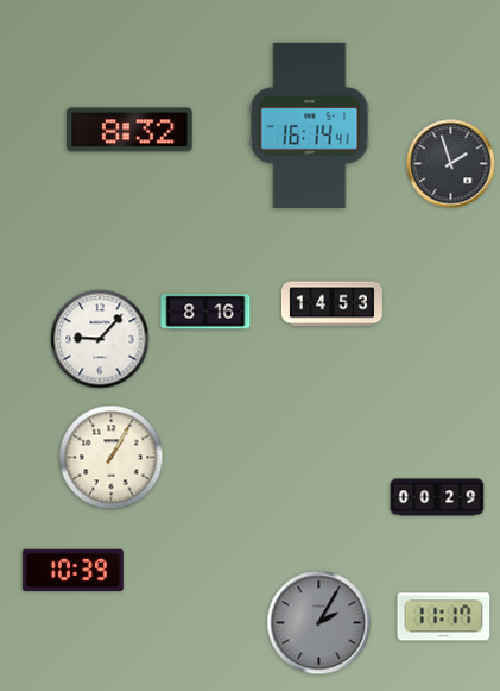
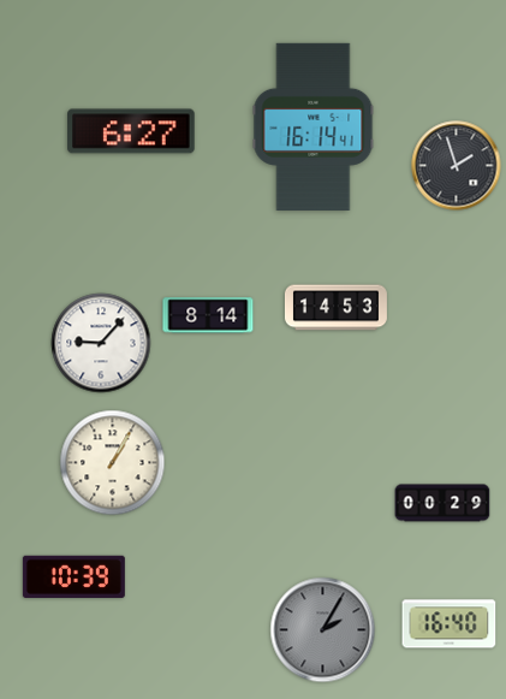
clock at (129, 130): 8:32 -> 6:27
clock at (205, 312): 8:16 -> 8:14
clock at (444, 617): 11:17 -> 16:40
